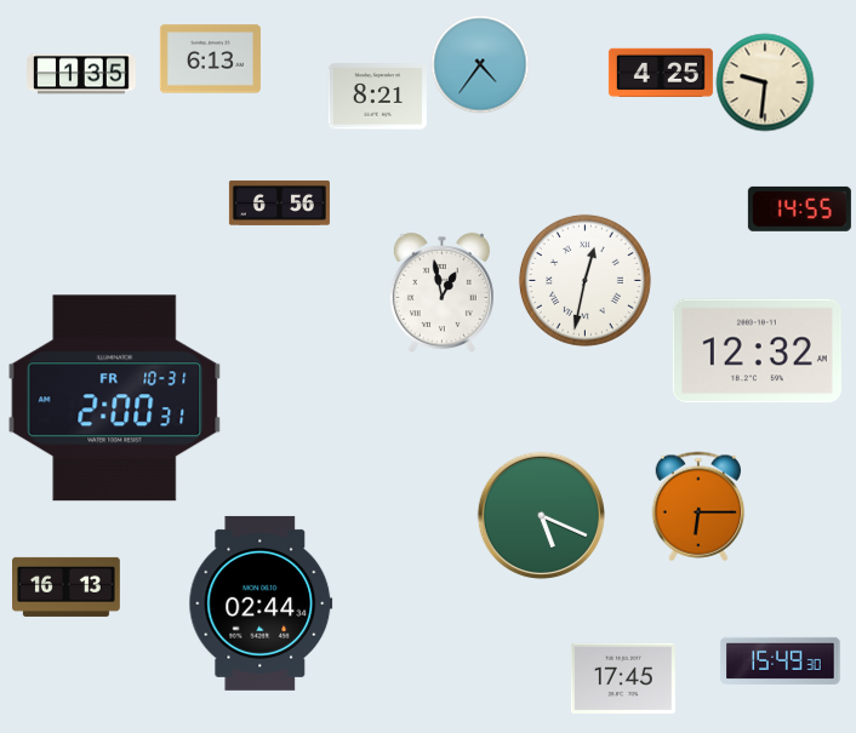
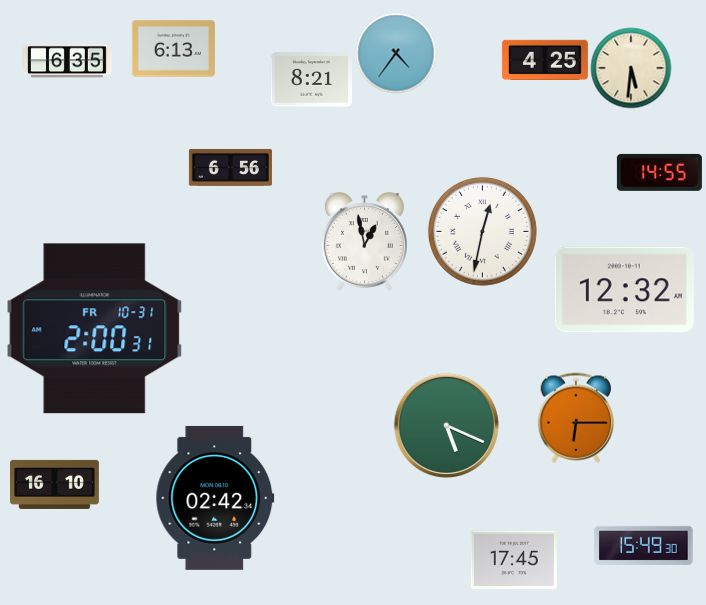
clock at (82, 74): 1:35 -> 6:35
clock at (765, 82): 9:31 -> 5:31
clock at (67, 586): 16:13 -> 16:10
clock at (261, 603): 02:44 -> 02:42
